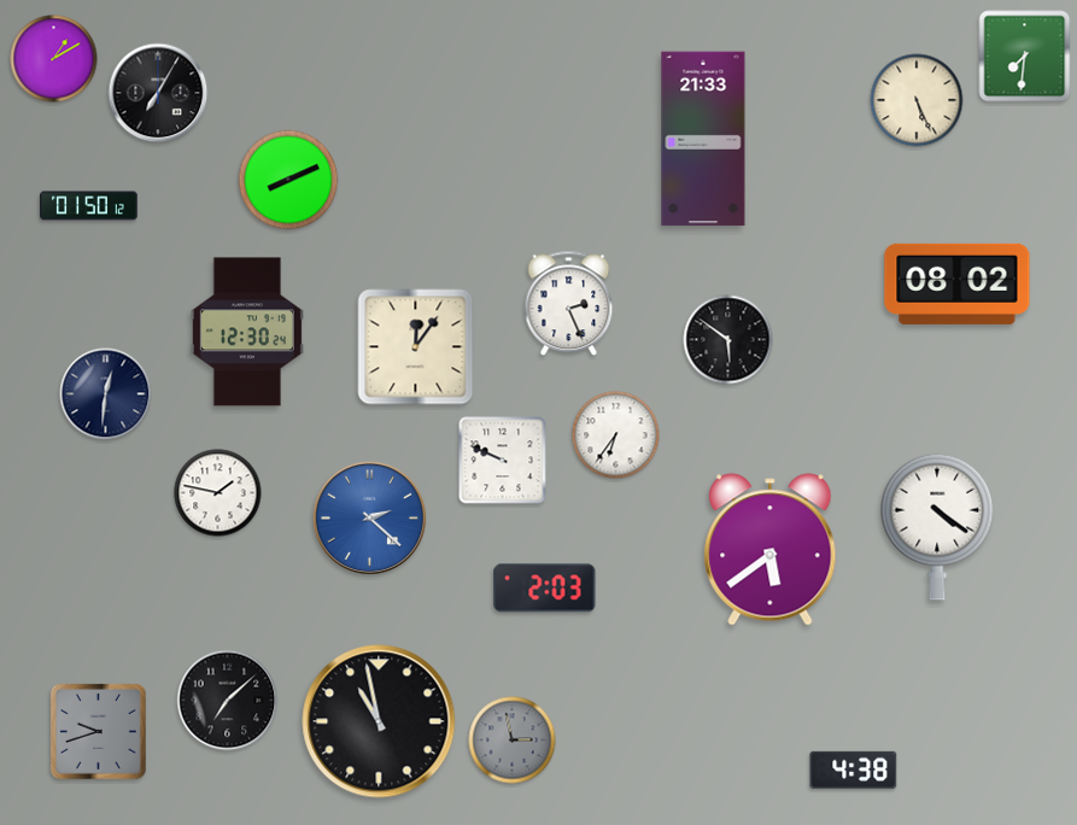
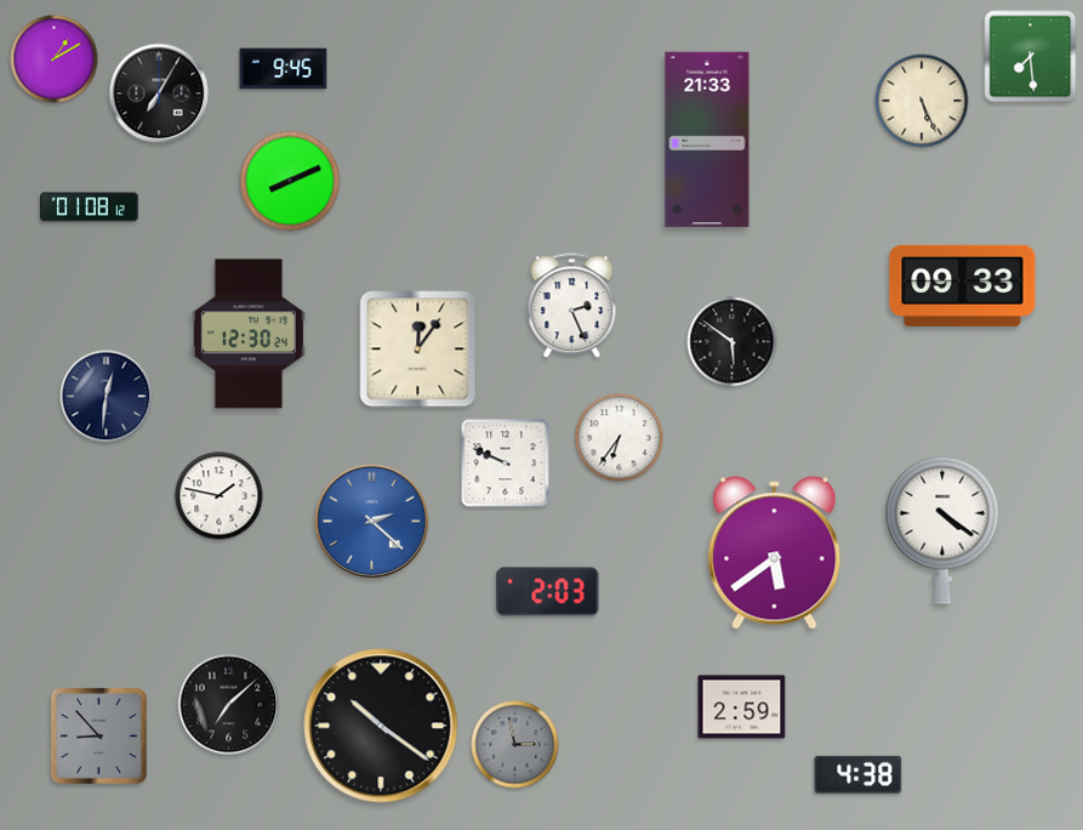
clock at (1025, 57): 7:31 -> 7:29
clock at (284, 69): none -> 9:45
clock at (89, 206): 01:50 -> 01:08
clock at (958, 283): 08:02 -> 09:33
clock at (742, 707): none -> 2:59
clock at (379, 721): 10:58 -> 10:21
clock at (98, 731): 9:42 -> 8:53
